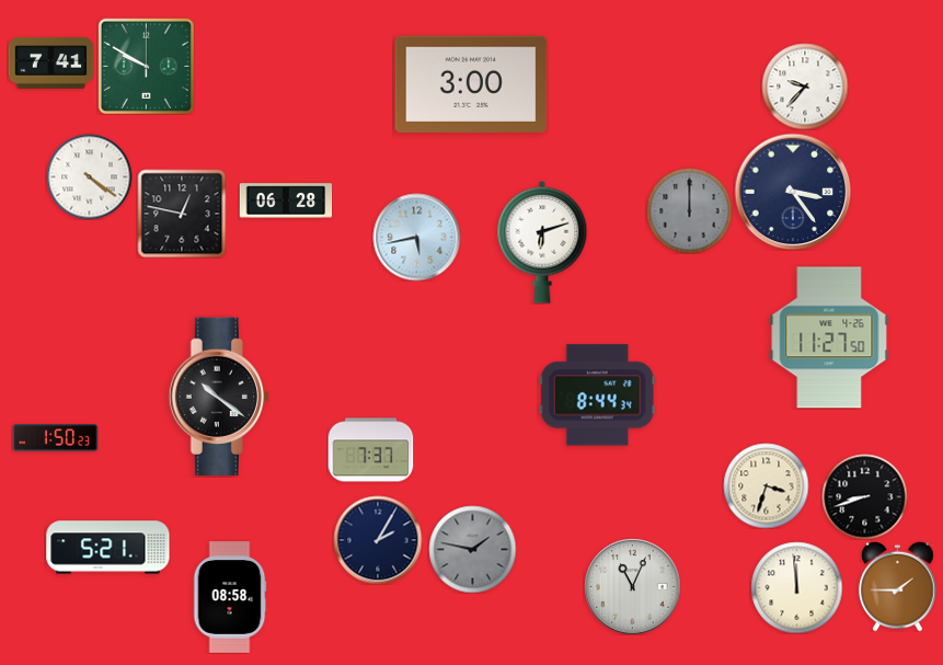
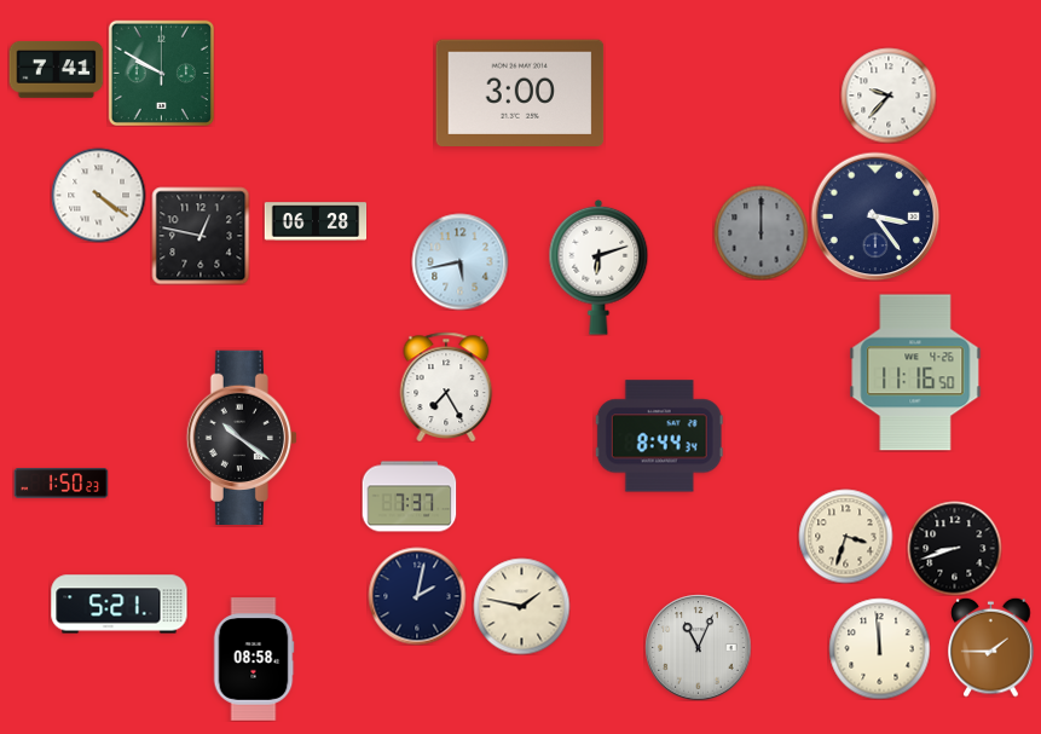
clock at (793, 192) position: (793, 192) -> (875, 216)
clock at (829, 337): 11:27 -> 11:16
clock at (446, 387): none -> 7:25
clock at (378, 540): 2:05 -> 2:02
clock at (472, 549) dial: grey -> cream
